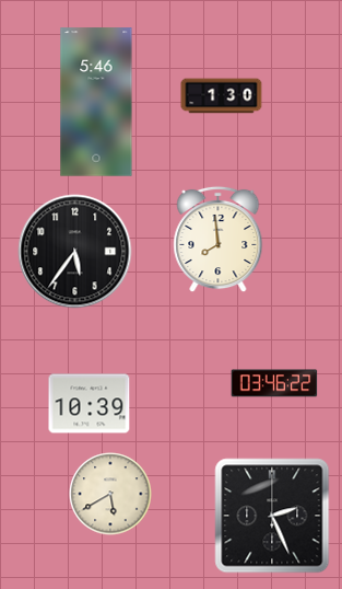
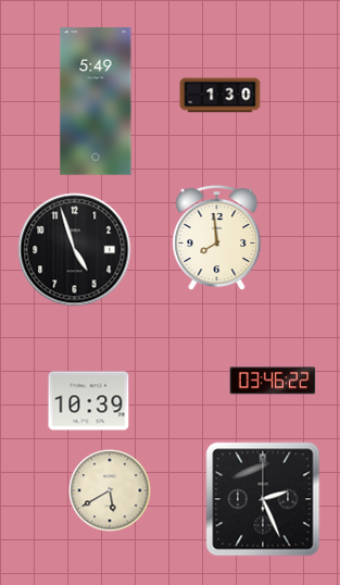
clock at (96, 102): 5:46 -> 5:49
clock at (75, 252): 5:36 -> 4:57
clock at (272, 516) position: (272, 516) -> (263, 499)
